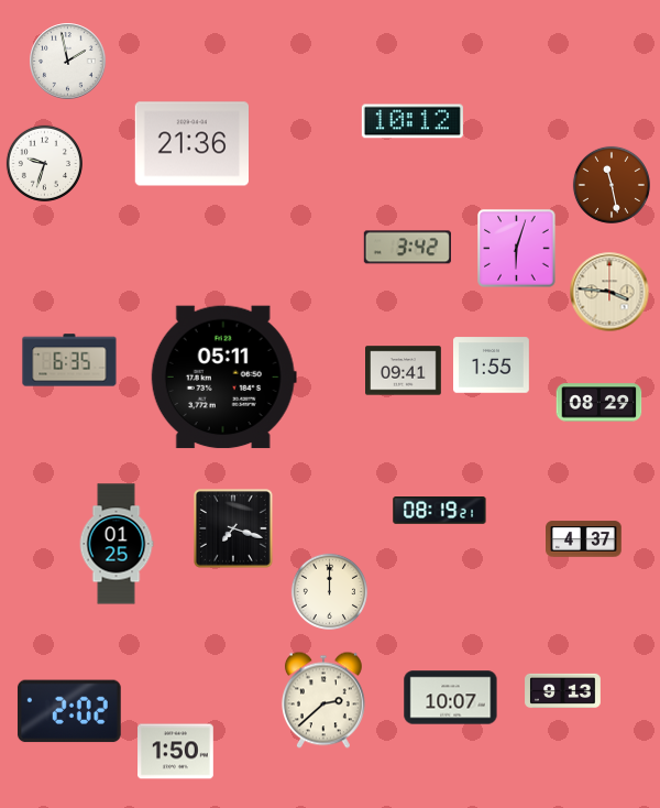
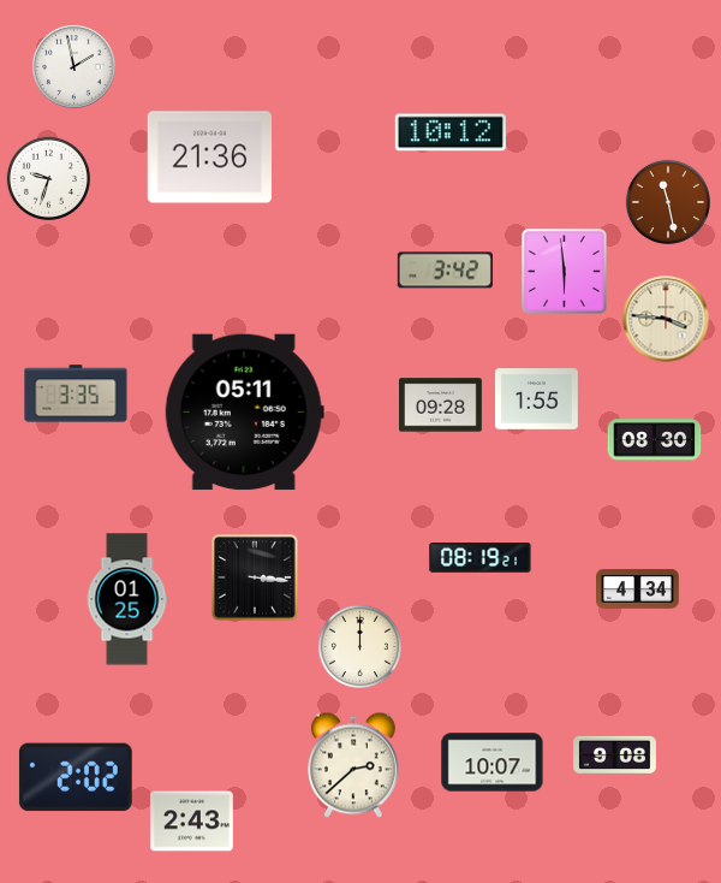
clock at (517, 249): 6:03 -> 5:59
clock at (69, 360): 6:35 -> 3:35
clock at (404, 371): 09:41 -> 09:28
clock at (599, 403): 08:29 -> 08:30
clock at (234, 529): 7:18 -> 3:16
clock at (584, 539): 4:37 -> 4:34
clock at (117, 544) position: (117, 544) -> (127, 599)
clock at (563, 690): 9:13 -> 9:08
clock at (176, 752): 1:50 -> 2:43
